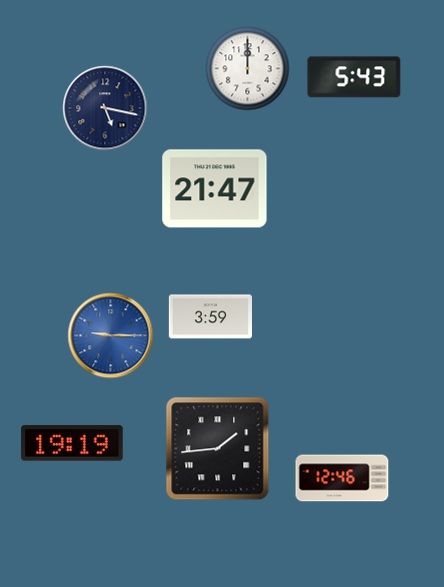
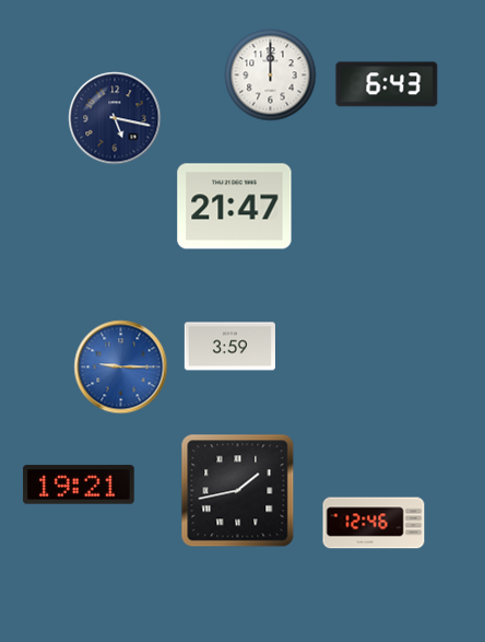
clock at (354, 77): 5:43 -> 6:43
clock at (72, 443): 19:19 -> 19:21
clock at (218, 449): 1:44 -> 1:43
